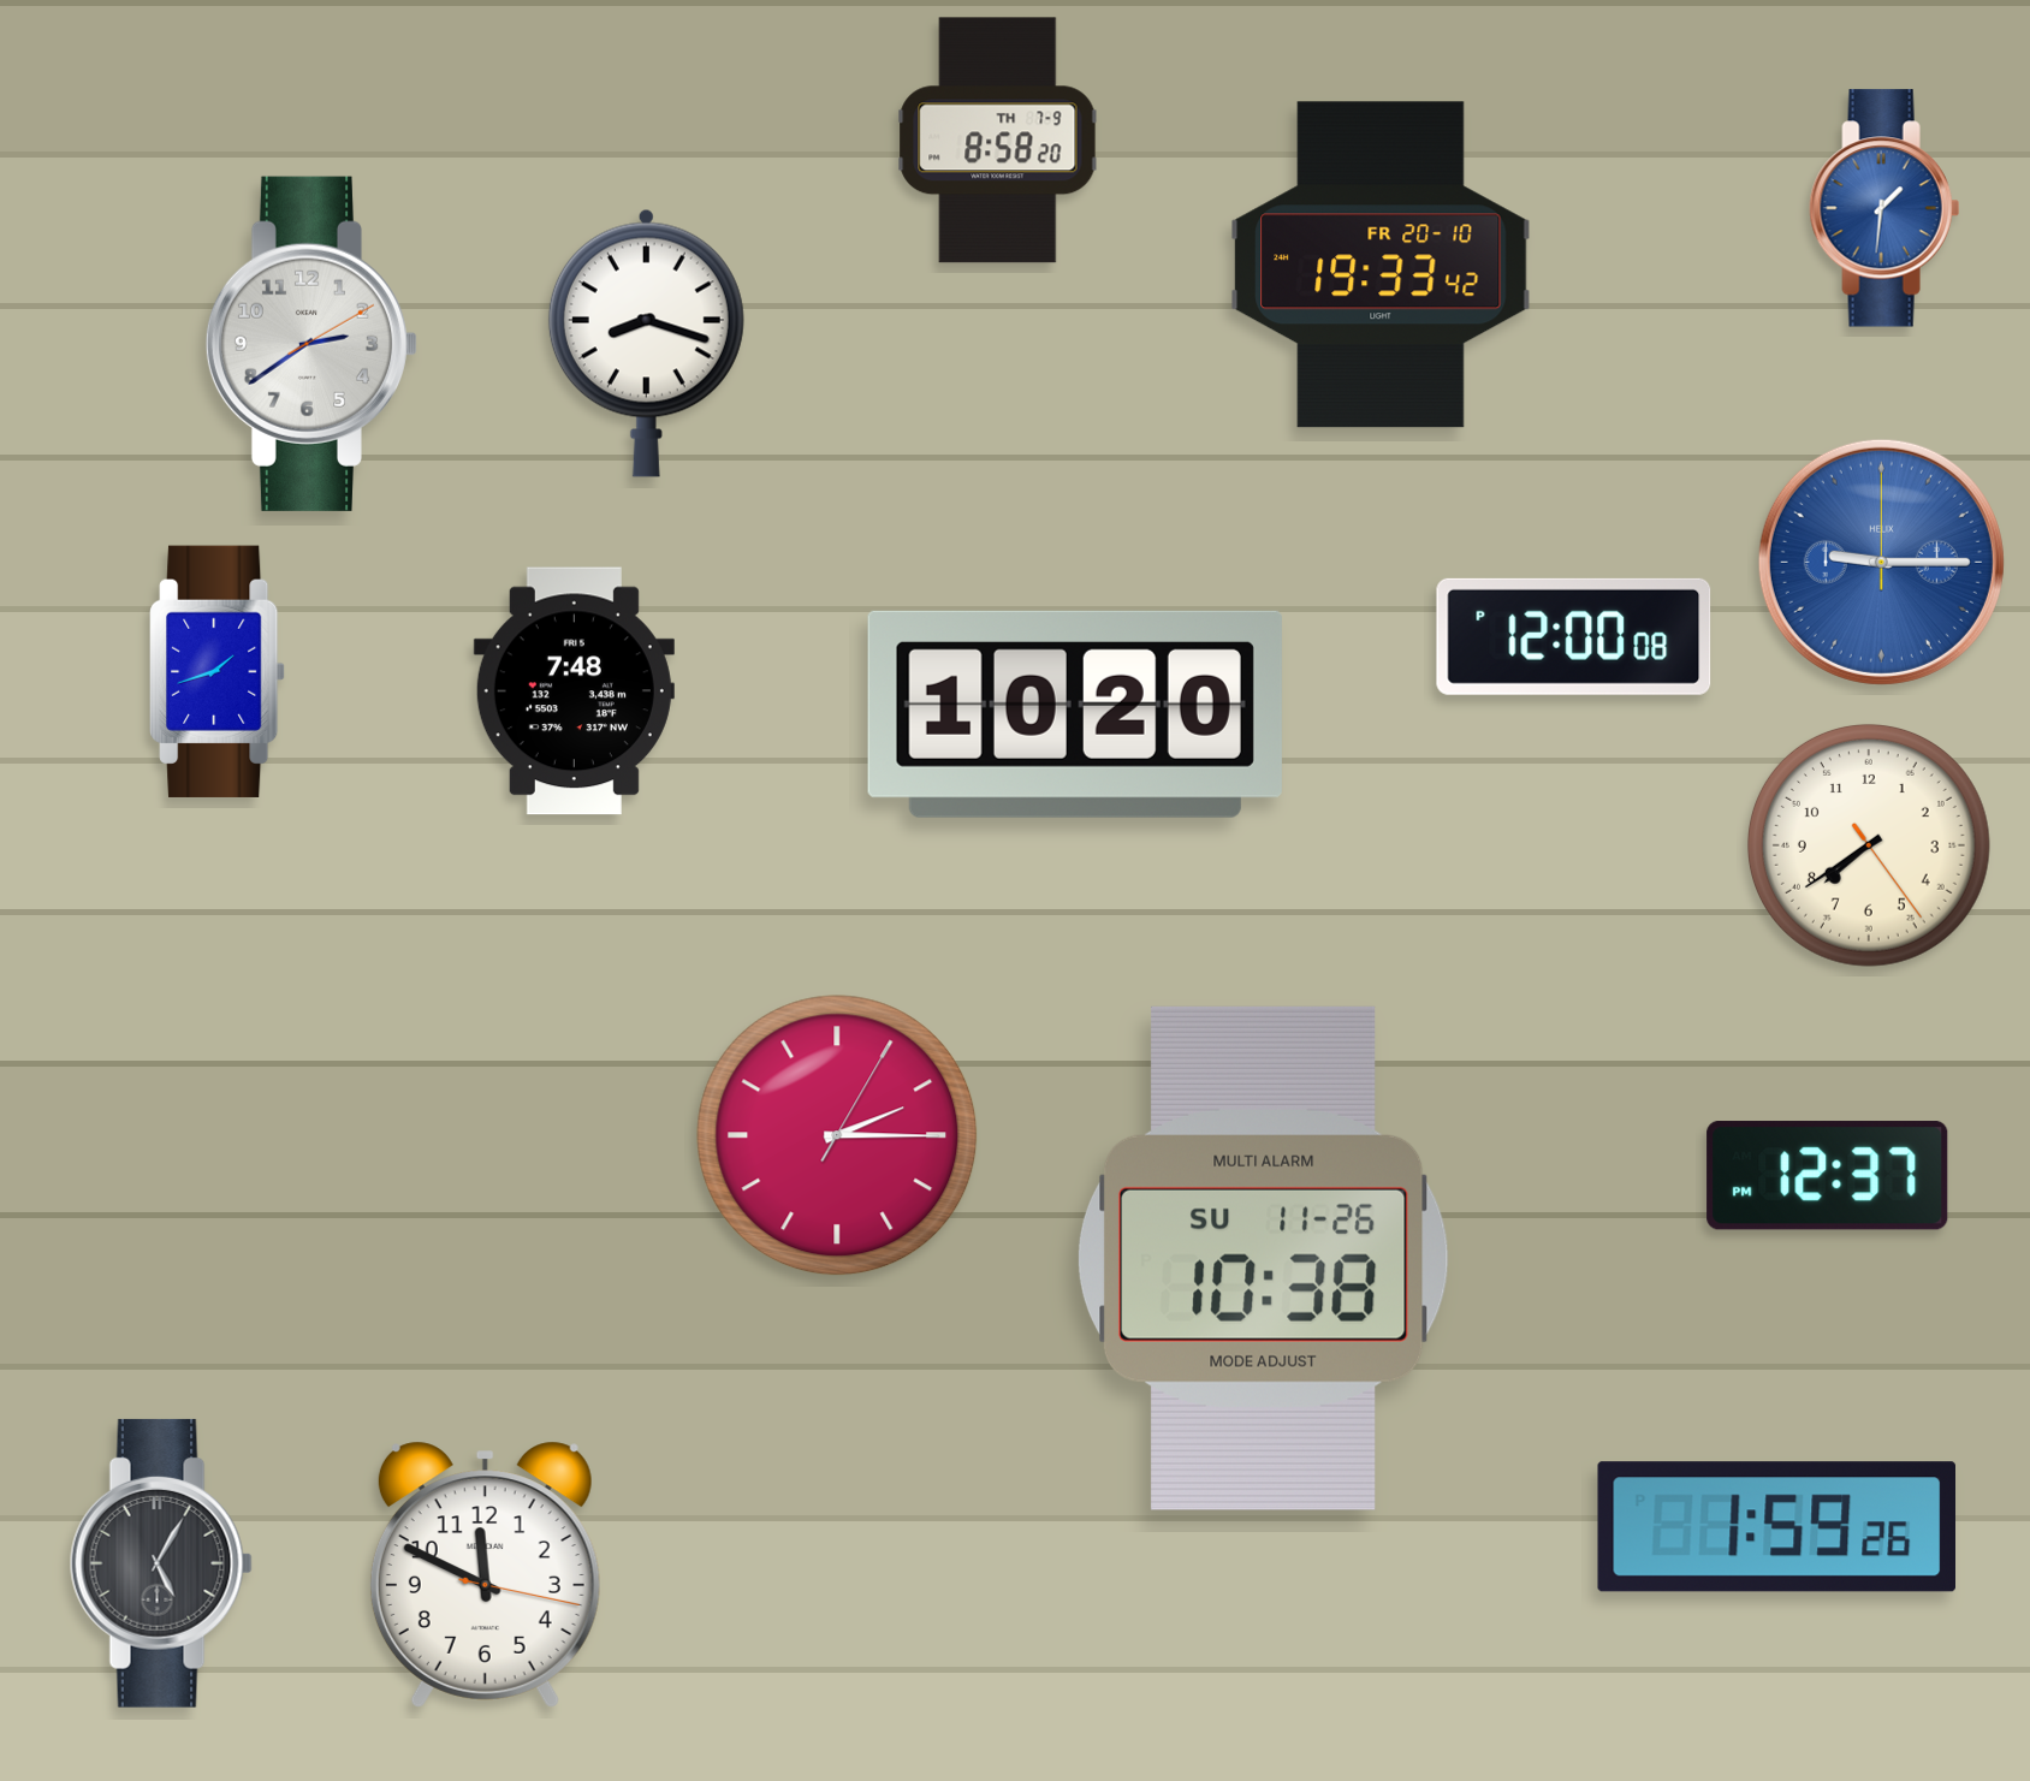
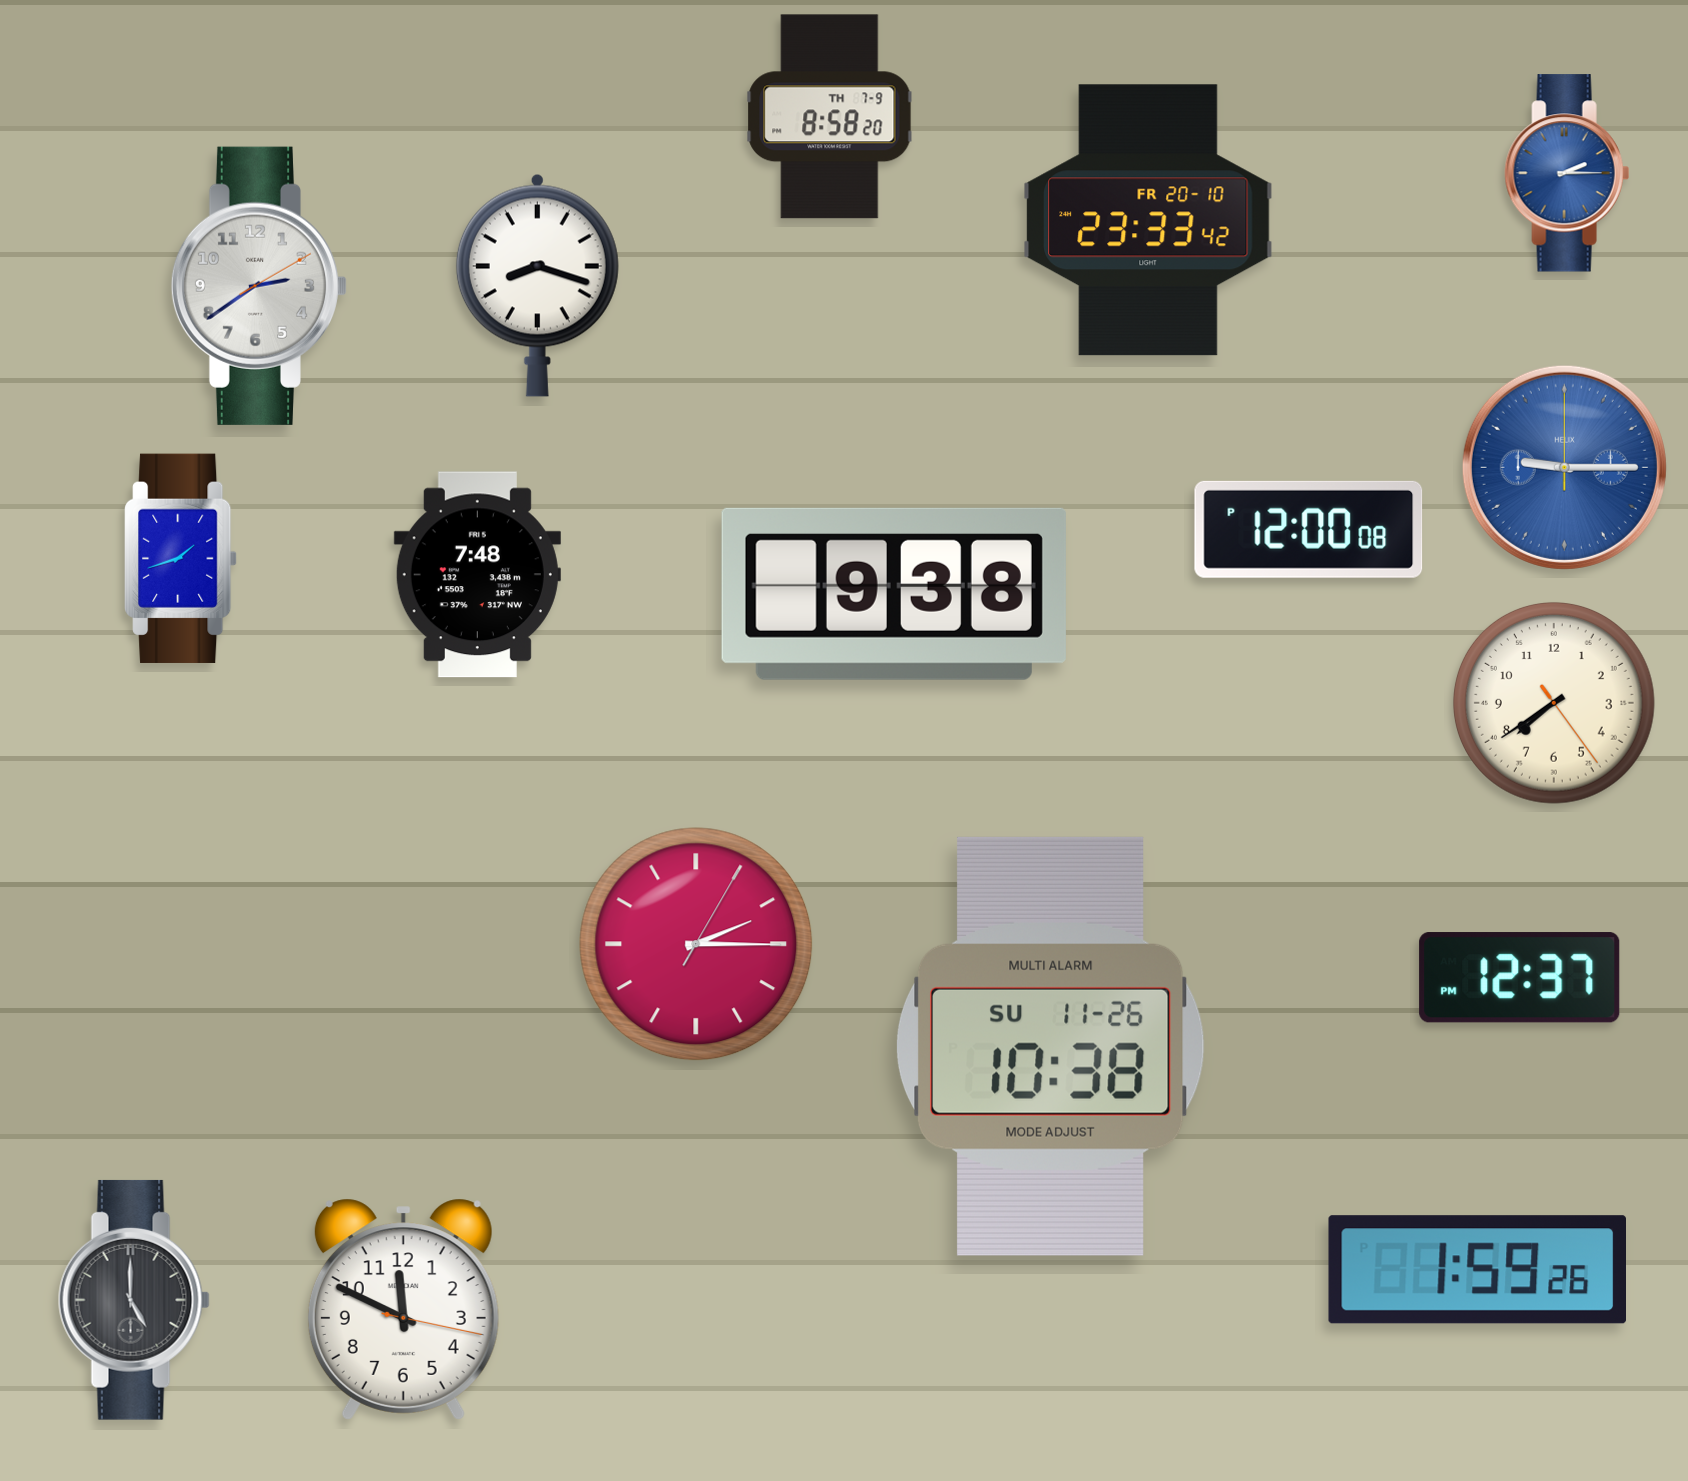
clock at (1884, 208): 1:31 -> 2:15
clock at (1381, 265): 19:33 -> 23:33
clock at (1075, 714): 10:20 -> 9:38
clock at (161, 1563): 5:05 -> 5:00
